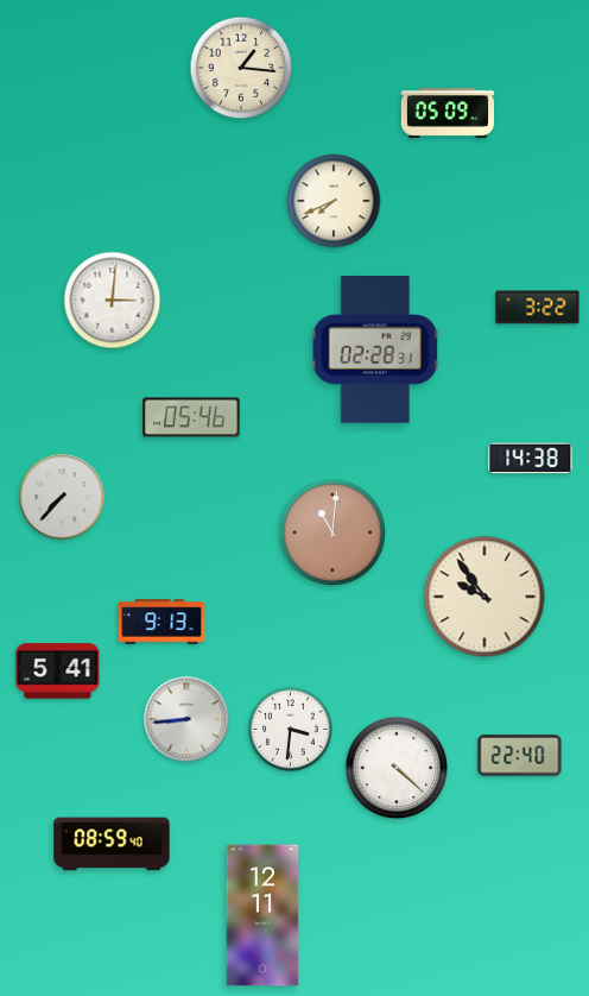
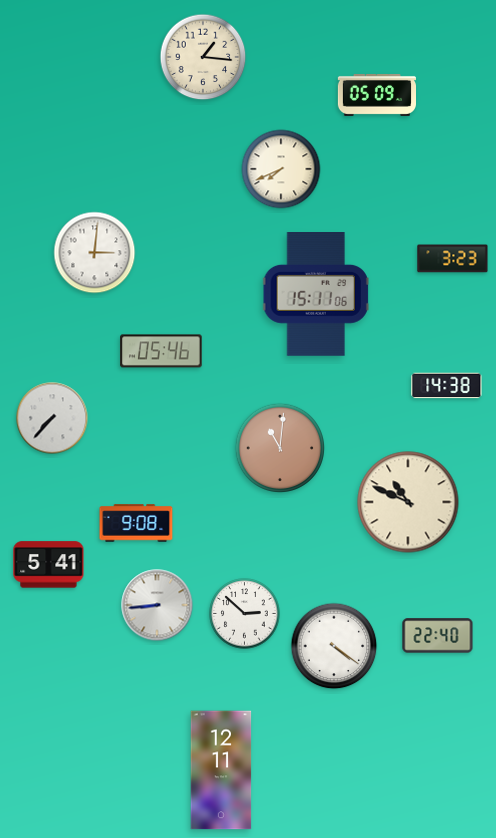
clock at (538, 308): 3:22 -> 3:23
clock at (375, 351): 02:28 -> 15:11
clock at (484, 597): 9:54 -> 10:49
clock at (161, 622): 9:13 -> 9:08
clock at (291, 730): 3:31 -> 2:52
clock at (397, 768): 4:22 -> 4:21
clock at (112, 844): 08:59 -> none
